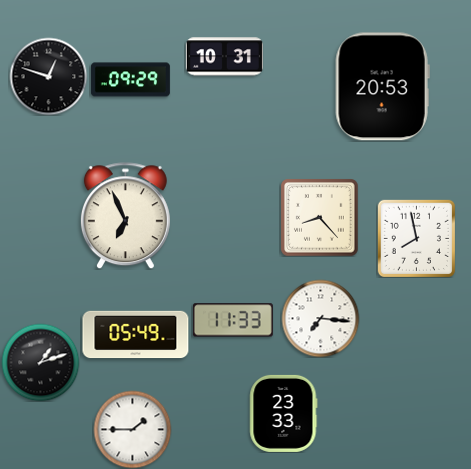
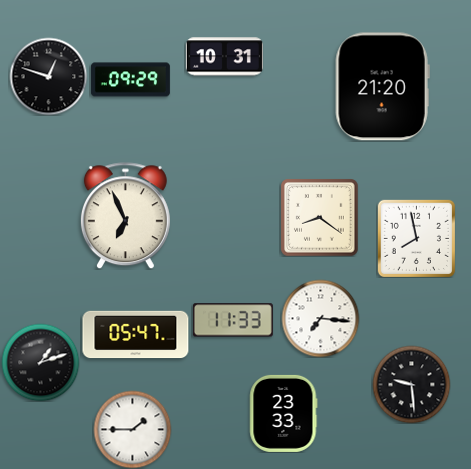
clock at (382, 87): 20:53 -> 21:20
clock at (319, 217): 8:23 -> 8:21
clock at (136, 335): 05:49 -> 05:47
clock at (411, 384): none -> 9:29
